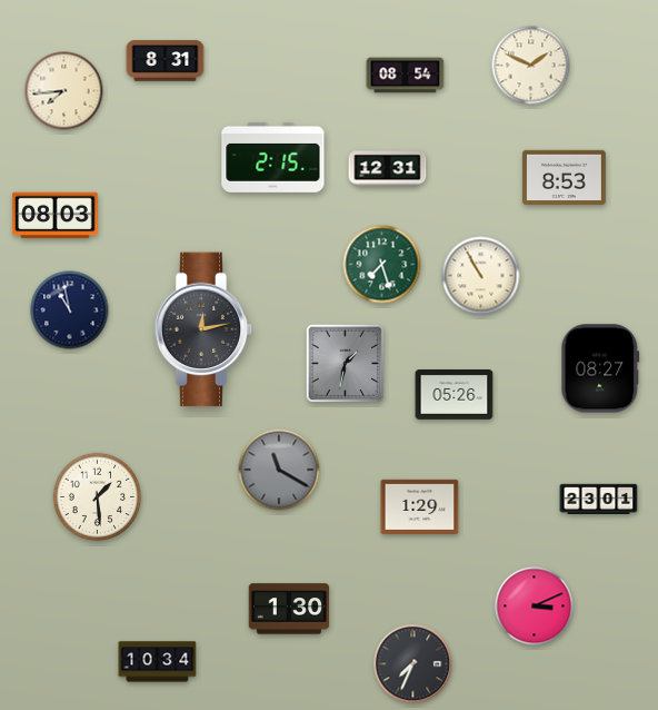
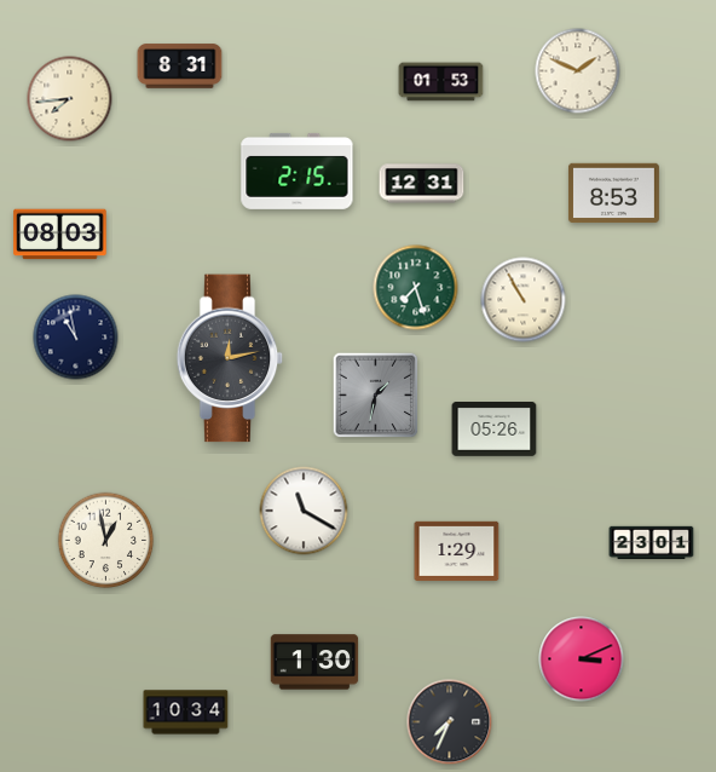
clock at (406, 76): 08:54 -> 01:53
clock at (203, 329) position: (203, 329) -> (230, 358)
clock at (600, 368): 08:27 -> none
clock at (279, 470) dial: grey -> white
clock at (98, 497): 1:29 -> 12:58
clock at (158, 662) position: (158, 662) -> (186, 713)
